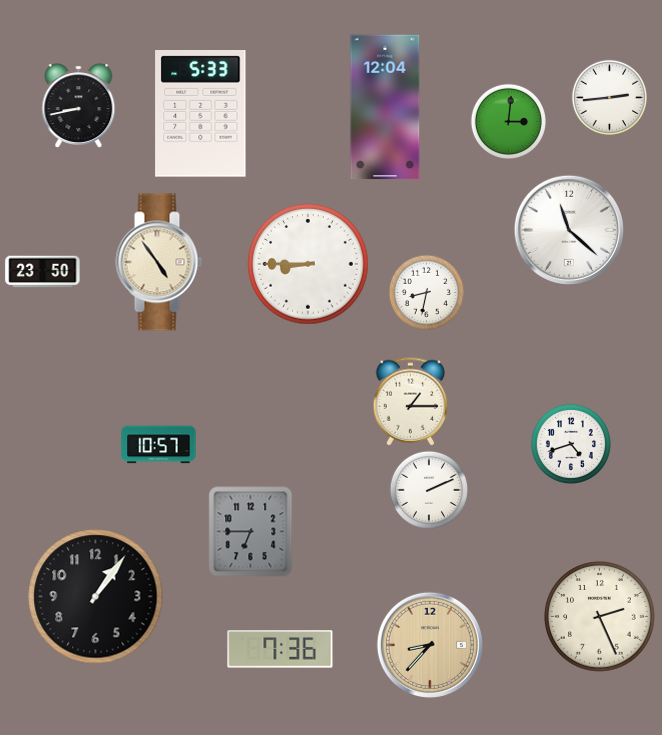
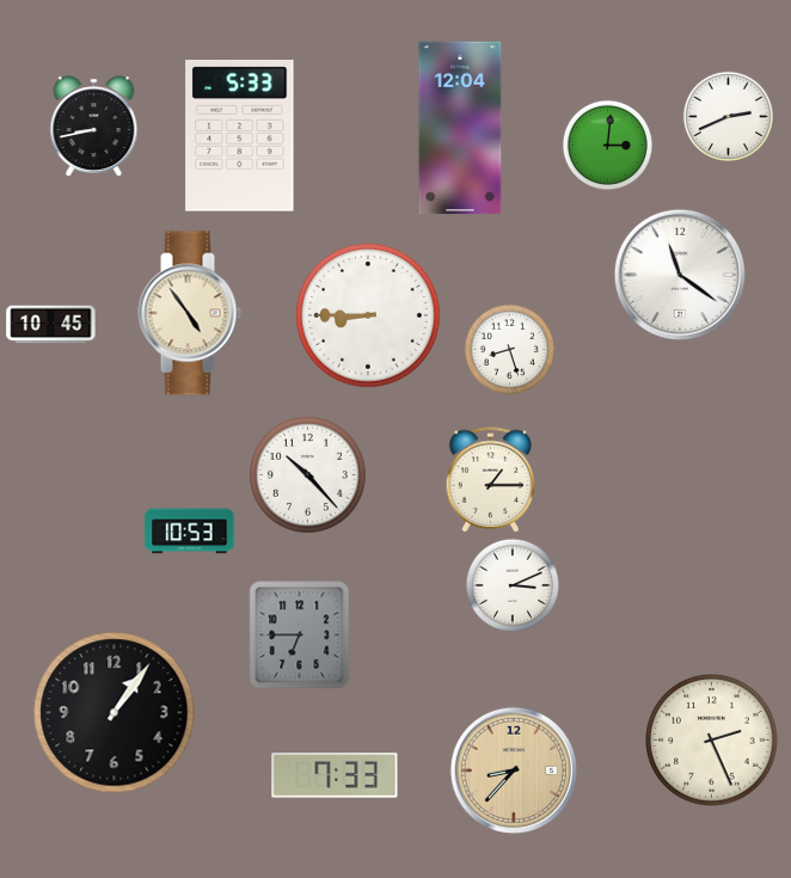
clock at (609, 97): 2:44 -> 2:41
clock at (569, 230): 11:22 -> 11:21
clock at (43, 272): 23:50 -> 10:45
clock at (426, 292): 8:32 -> 8:27
clock at (307, 474): none -> 10:23
clock at (571, 444): 4:42 -> none
clock at (159, 445): 10:57 -> 10:53
clock at (429, 490): 2:11 -> 3:11
clock at (600, 617) position: (600, 617) -> (712, 741)
clock at (280, 649): 7:36 -> 7:33
